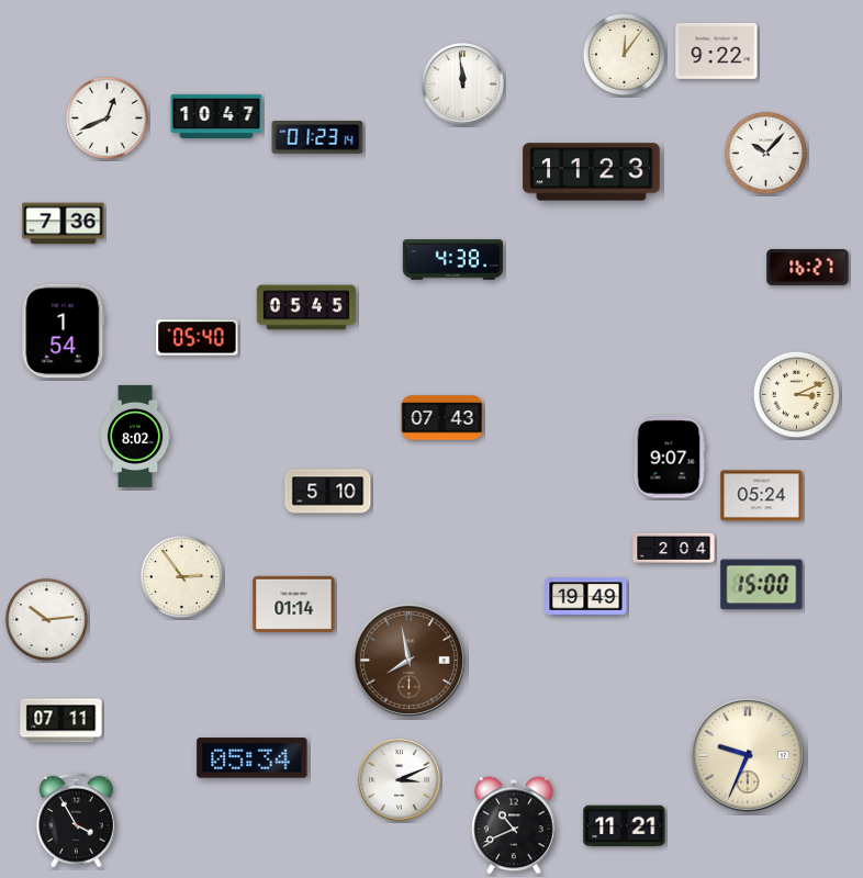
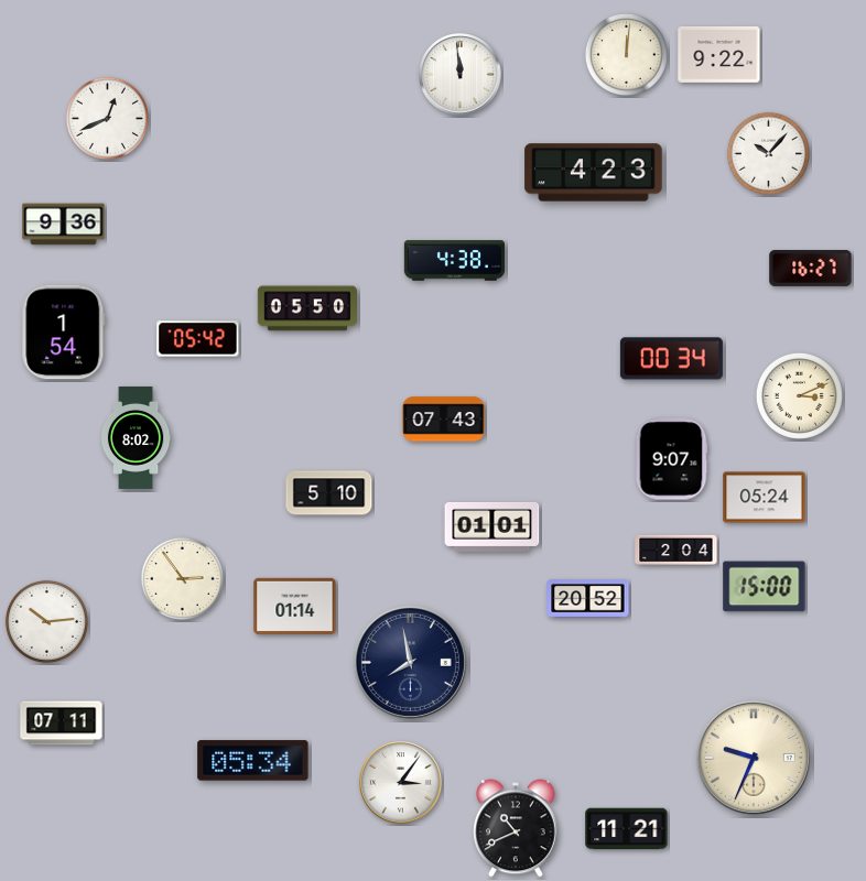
clock at (717, 50) position: (717, 50) -> (719, 54)
clock at (624, 54): 12:06 -> 12:01
clock at (463, 85) position: (463, 85) -> (461, 75)
clock at (216, 115): 10:47 -> none
clock at (317, 137): 01:23 -> none
clock at (592, 172): 11:23 -> 4:23
clock at (64, 224): 7:36 -> 9:36
clock at (305, 307): 05:45 -> 05:50
clock at (198, 338): 05:40 -> 05:42
clock at (671, 359): none -> 00:34
clock at (492, 526): none -> 01:01
clock at (586, 597): 19:49 -> 20:52
clock at (408, 660) dial: brown -> navy
clock at (748, 755) position: (748, 755) -> (754, 758)
clock at (400, 780): 3:11 -> 3:06
clock at (76, 820): 3:55 -> none
